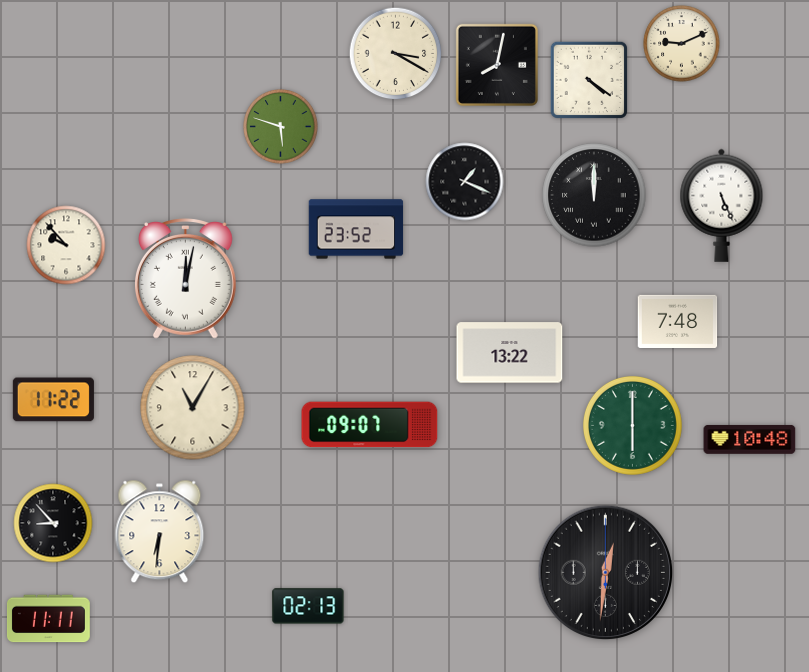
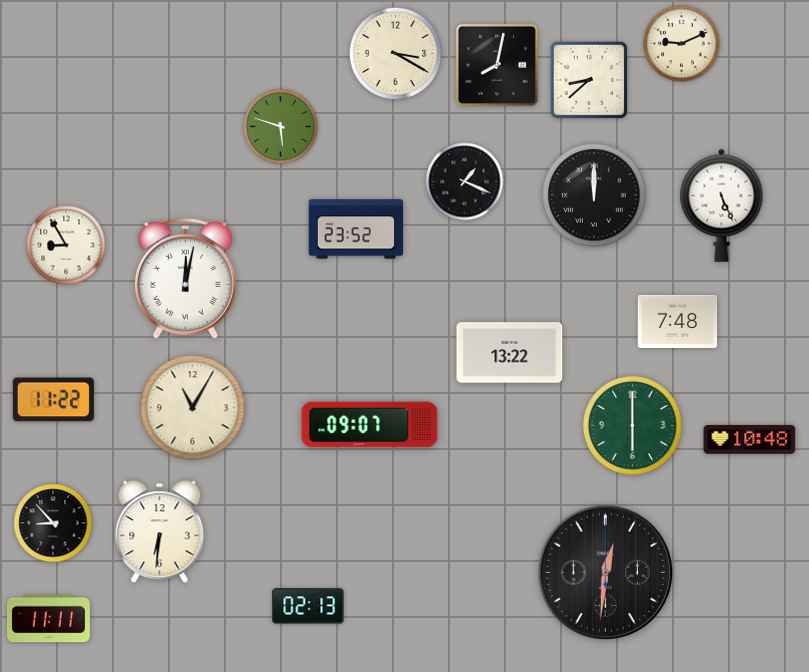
clock at (588, 79): 4:21 -> 8:38
clock at (66, 245): 9:53 -> 8:55
